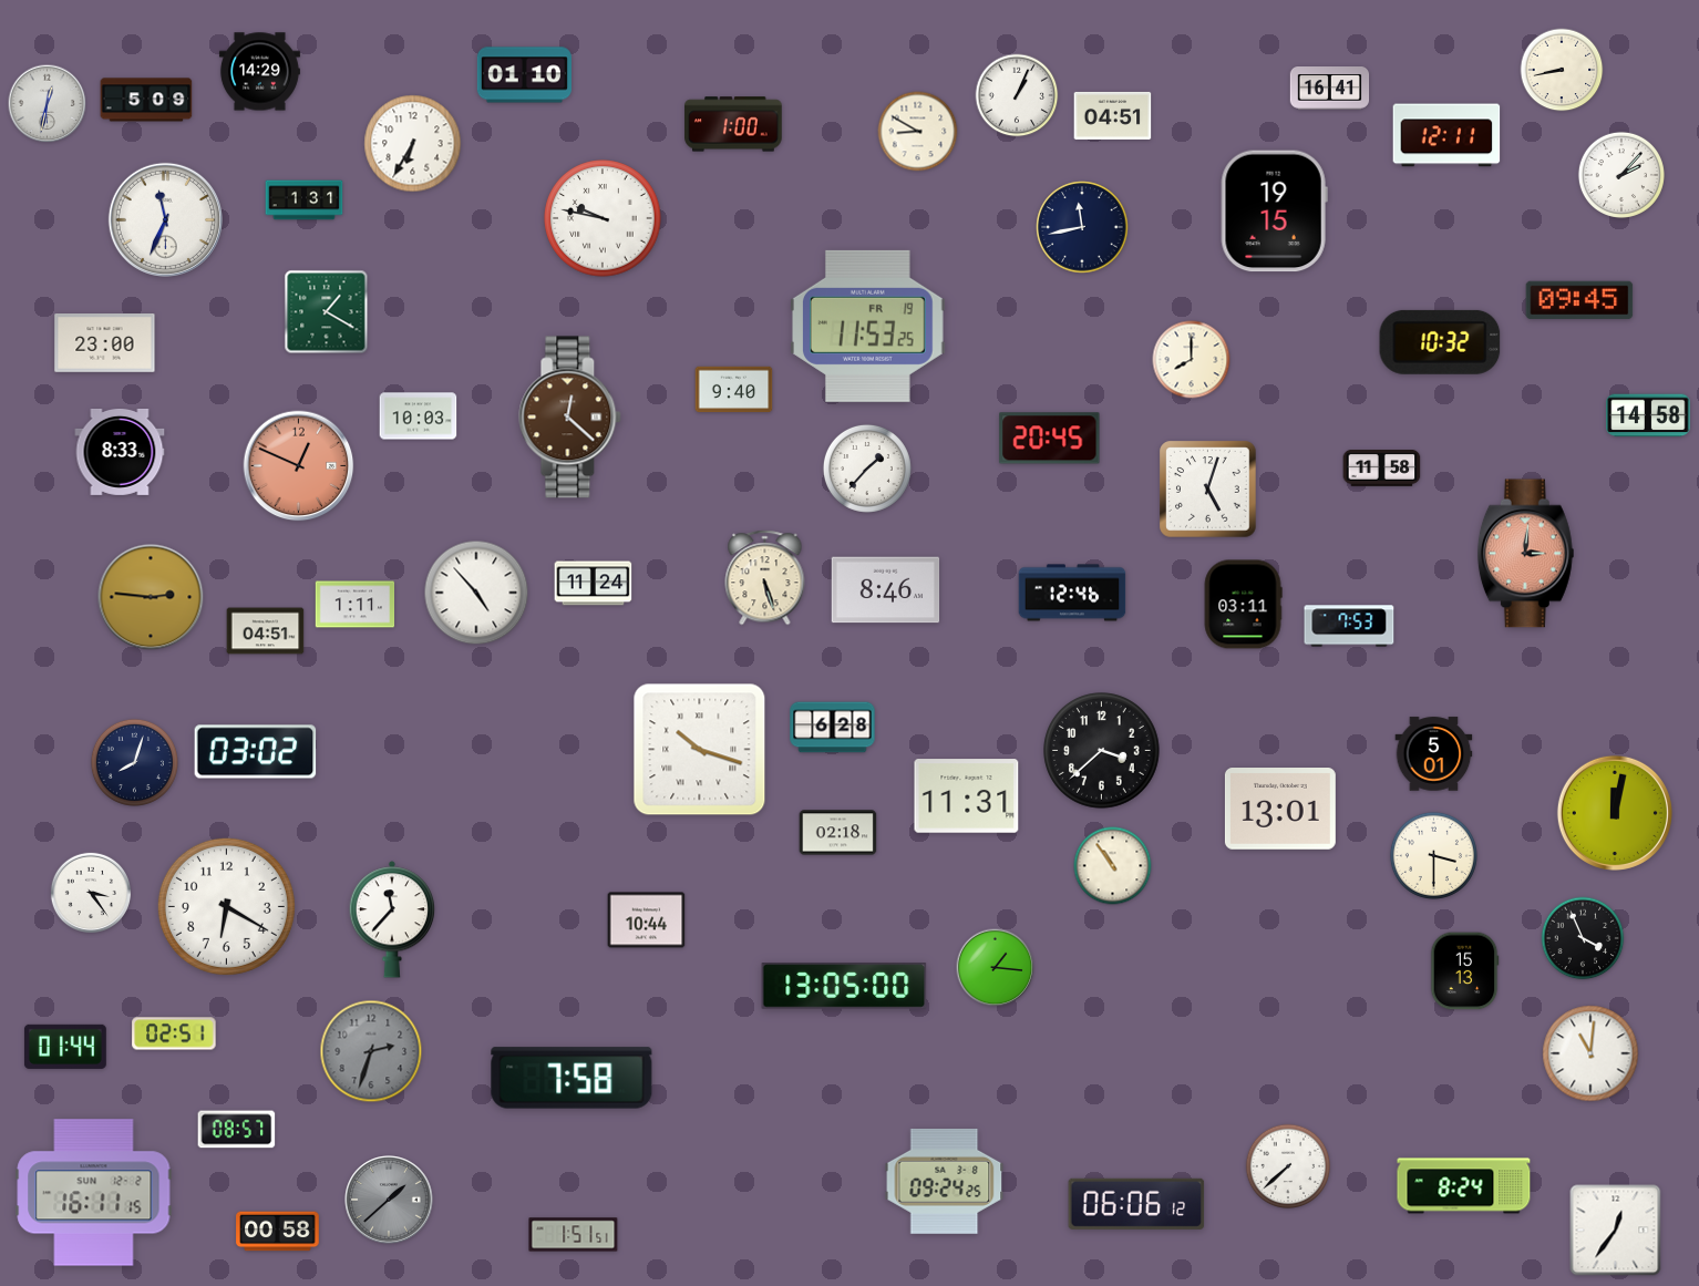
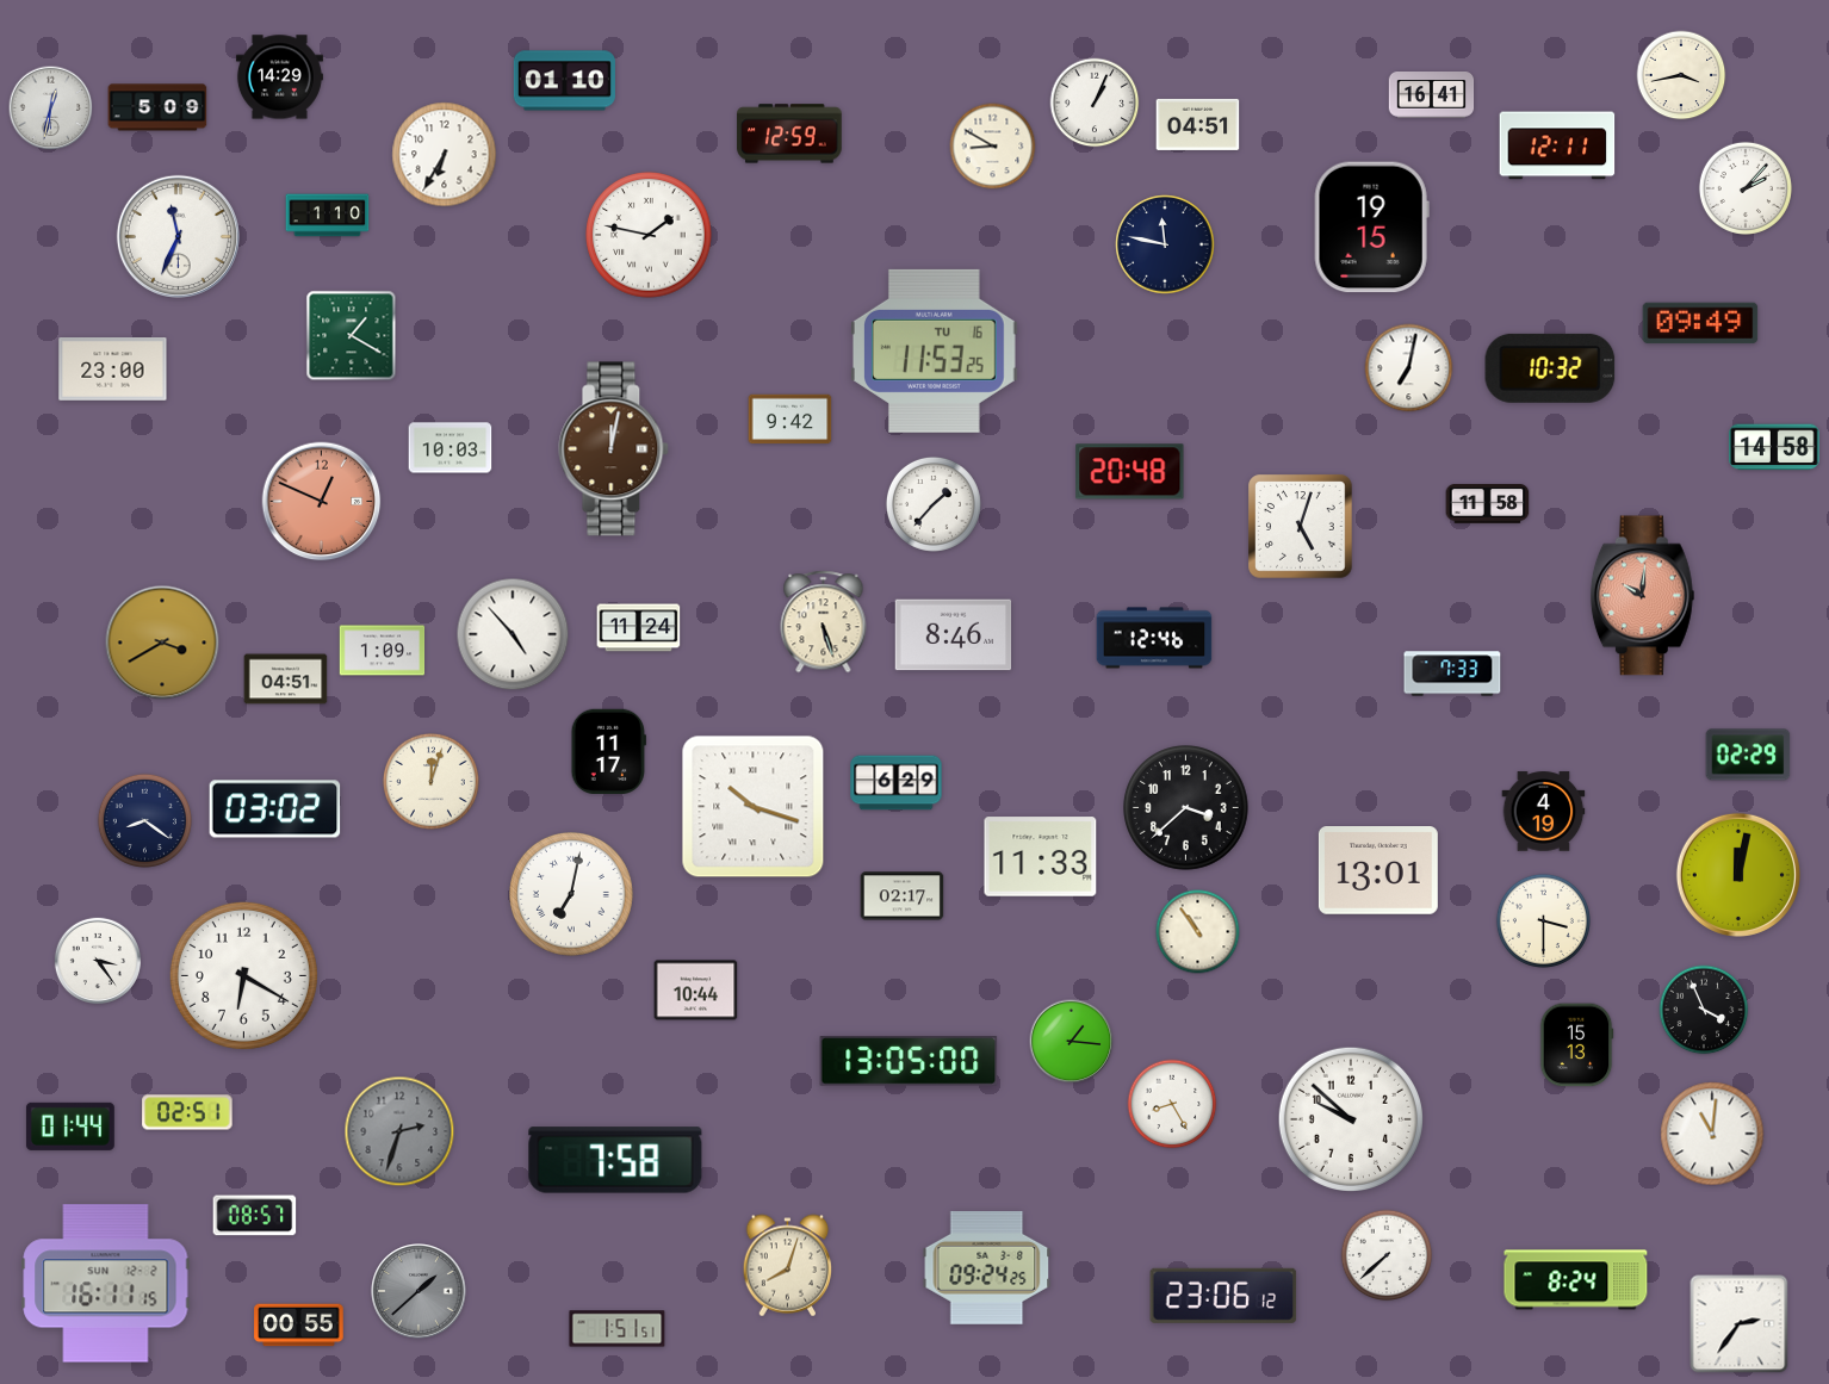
clock at (1562, 70): 8:43 -> 3:43
clock at (48, 104) position: (48, 104) -> (51, 108)
clock at (733, 124): 1:00 -> 12:59
clock at (918, 132) position: (918, 132) -> (993, 147)
clock at (305, 200): 1:31 -> 1:10
clock at (603, 218): 9:47 -> 1:47
clock at (1082, 227): 11:43 -> 11:47
clock at (1579, 300): 09:45 -> 09:49
clock at (868, 326) date: FR 19 -> TU 16
clock at (1409, 368): none -> 7:02
clock at (1192, 360): 8:00 -> none
clock at (734, 390): 9:40 -> 9:42
clock at (570, 418): 12:22 -> 12:02
clock at (1050, 439): 20:45 -> 20:48
clock at (120, 452): 8:33 -> none
clock at (1525, 554): 3:01 -> 10:01
clock at (476, 593) position: (476, 593) -> (513, 634)
clock at (151, 597): 2:46 -> 3:40
clock at (356, 605): 1:11 -> 1:09
clock at (1243, 605): 03:11 -> none
clock at (1349, 626): 7:53 -> 7:33
clock at (608, 751): none -> 11:17
clock at (1748, 755): none -> 02:29
clock at (430, 781): none -> 12:03
clock at (833, 728): 6:28 -> 6:29
clock at (1434, 754): 5:01 -> 4:19
clock at (134, 762): 8:03 -> 8:21
clock at (967, 796): 11:31 -> 11:33
clock at (572, 895): none -> 7:02
clock at (838, 833): 02:18 -> 02:17
clock at (392, 919): 11:37 -> none
clock at (1172, 1104): none -> 8:25
clock at (1350, 1118): none -> 9:52
clock at (788, 1266): none -> 8:03
clock at (945, 1181) position: (945, 1181) -> (987, 1267)
clock at (1464, 1186) position: (1464, 1186) -> (1576, 1280)
clock at (94, 1193) position: (94, 1193) -> (106, 1284)
clock at (1136, 1204): 06:06 -> 23:06
clock at (1616, 1231): 12:36 -> 2:36
clock at (278, 1232): 00:58 -> 00:55
